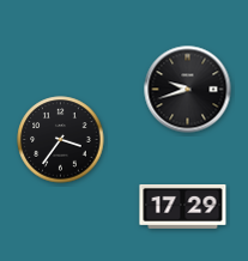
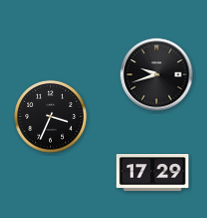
clock at (61, 140): 3:36 -> 3:34
